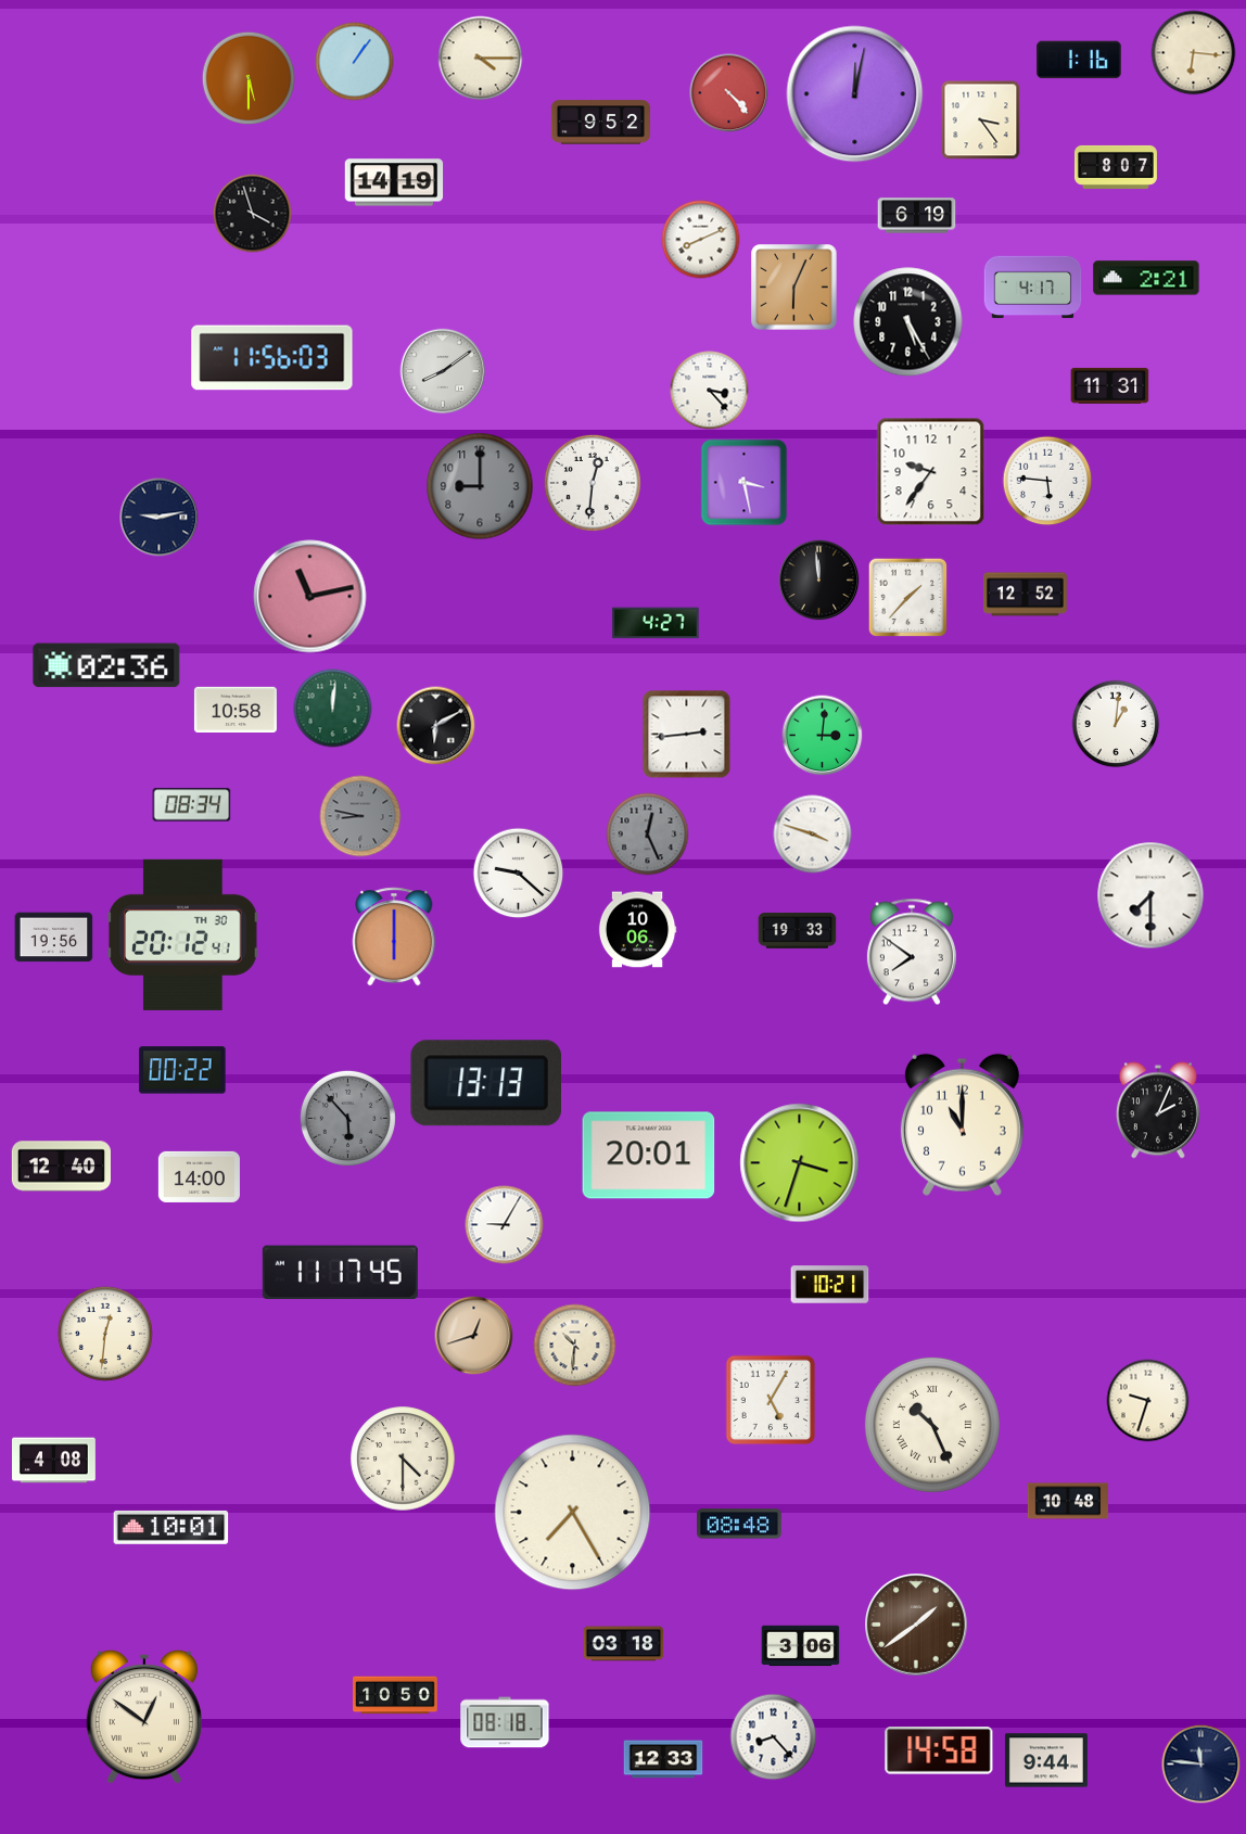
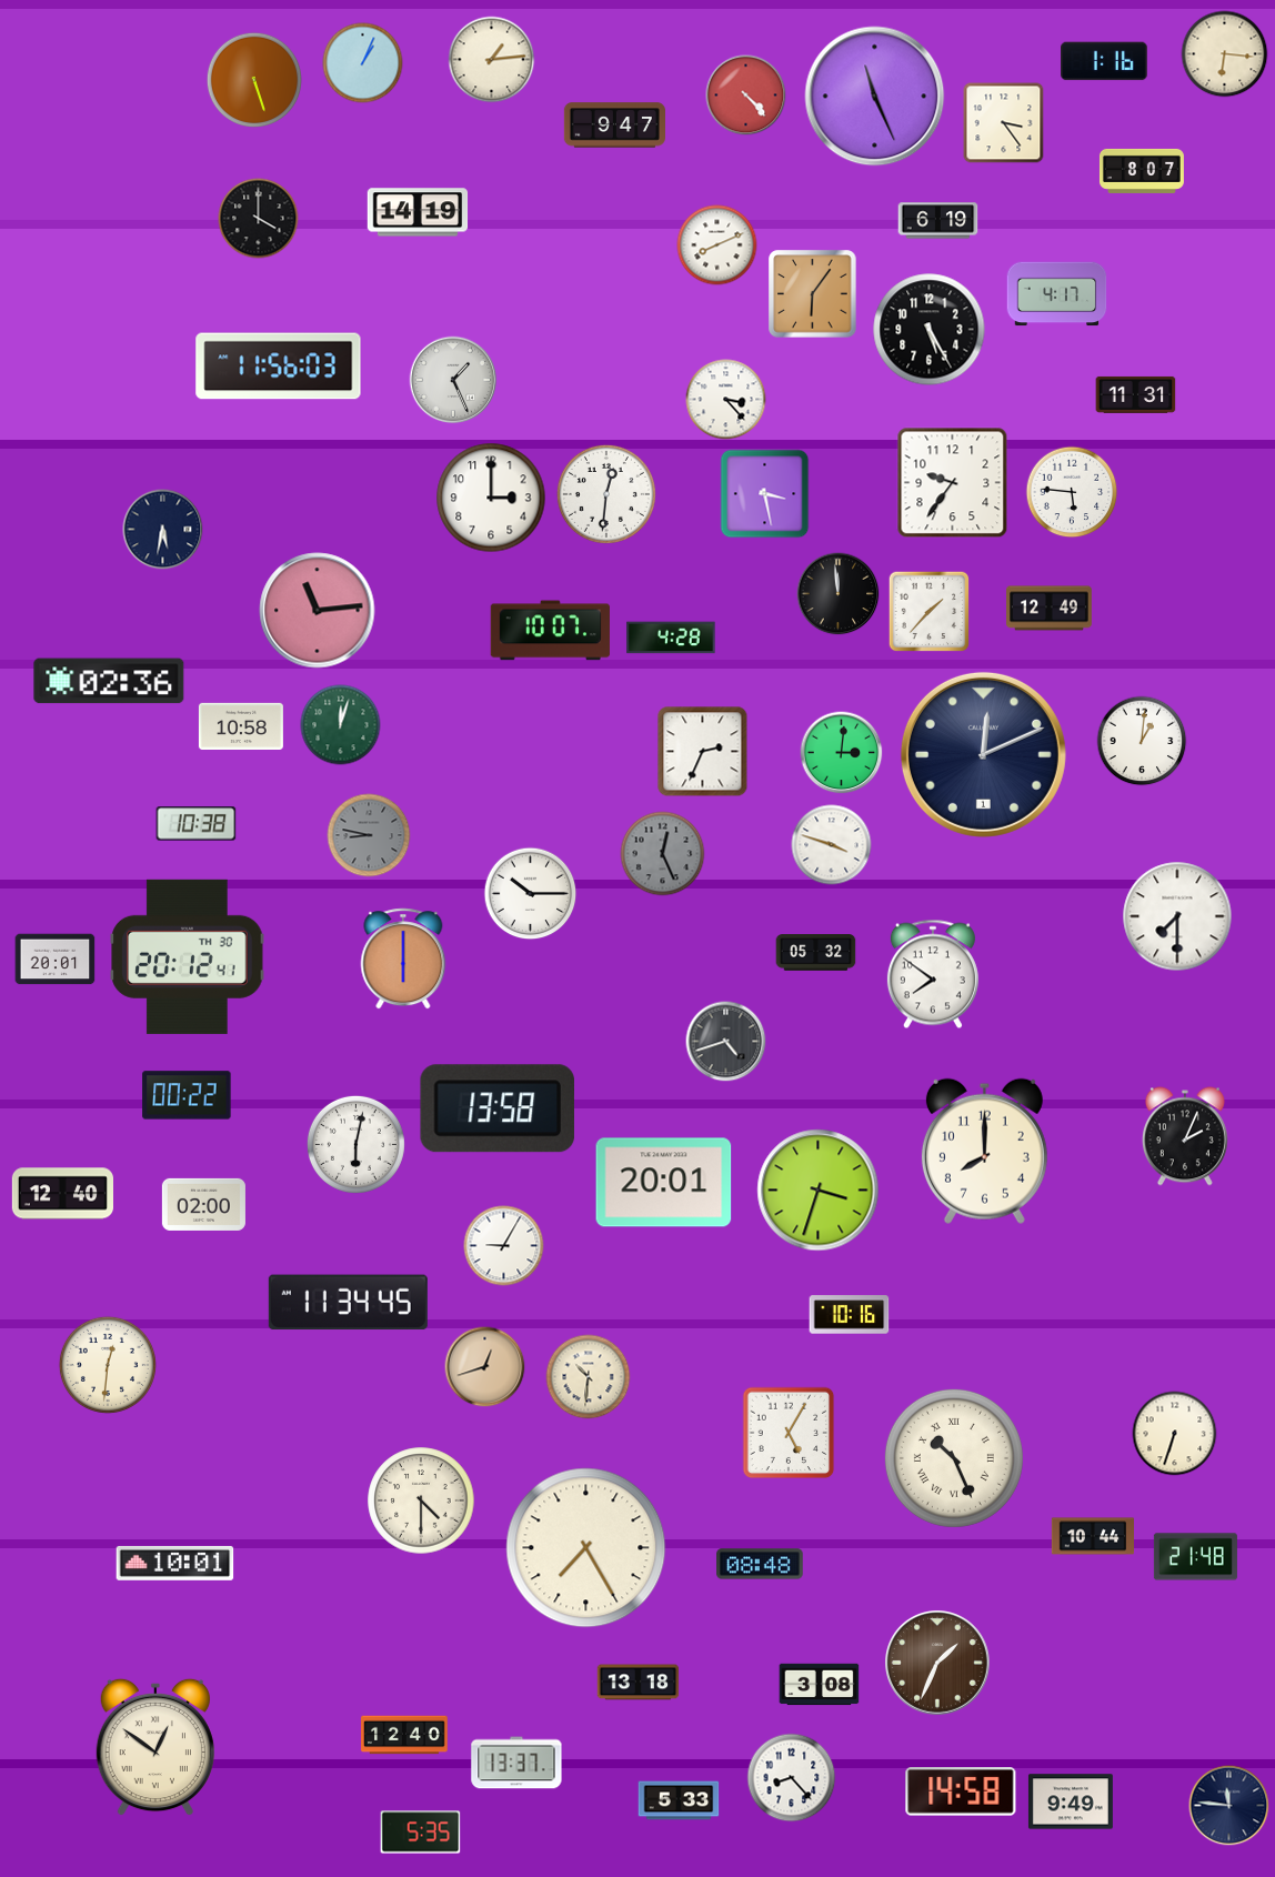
clock at (1194, 53) position: (1194, 53) -> (1225, 54)
clock at (481, 59): 4:15 -> 1:14
clock at (355, 62): 1:06 -> 1:04
clock at (247, 77): 5:30 -> 5:27
clock at (855, 94): 12:02 -> 11:26
clock at (600, 123): 9:52 -> 9:47
clock at (394, 182) position: (394, 182) -> (418, 212)
clock at (253, 214): 3:57 -> 4:00
clock at (1146, 278): 2:21 -> none
clock at (794, 288): 6:04 -> 6:06
clock at (443, 371): 8:09 -> 1:26
clock at (745, 483) position: (745, 483) -> (765, 494)
clock at (480, 486): 9:00 -> 3:00
clock at (480, 486) dial: grey -> white
clock at (160, 518): 9:13 -> 5:32
clock at (1026, 595): 12:52 -> 12:49
clock at (310, 597): 11:13 -> 11:14
clock at (550, 631): none -> 10:07
clock at (656, 623): 4:27 -> 4:28
clock at (333, 709): 12:01 -> 12:03
clock at (436, 726): 6:10 -> none
clock at (687, 735): 2:44 -> 2:34
clock at (983, 754): none -> 12:11
clock at (192, 805): 08:34 -> 10:38
clock at (813, 835) position: (813, 835) -> (832, 845)
clock at (519, 874): 9:22 -> 10:15
clock at (637, 930): 10:06 -> none
clock at (798, 931): 19:33 -> 05:32
clock at (54, 938): 19:56 -> 20:01
clock at (726, 1042): none -> 4:42
clock at (485, 1083): 13:13 -> 13:58
clock at (347, 1118): 5:53 -> 6:02
clock at (347, 1118) dial: grey -> white
clock at (962, 1124): 11:00 -> 8:00
clock at (199, 1176): 14:00 -> 02:00
clock at (505, 1225) position: (505, 1225) -> (504, 1246)
clock at (340, 1273): 11:17 -> 11:34
clock at (830, 1285): 10:21 -> 10:16
clock at (1148, 1401): 9:33 -> 6:33
clock at (403, 1459) position: (403, 1459) -> (421, 1500)
clock at (54, 1461): 4:08 -> none
clock at (1067, 1501): 10:48 -> 10:44
clock at (1195, 1557): none -> 21:48
clock at (739, 1524) position: (739, 1524) -> (760, 1564)
clock at (917, 1626): 1:39 -> 1:34
clock at (624, 1644): 03:18 -> 13:18
clock at (801, 1646): 3:06 -> 3:08
clock at (395, 1695): 10:50 -> 12:40
clock at (144, 1717) position: (144, 1717) -> (155, 1747)
clock at (505, 1722): 08:18 -> 13:37
clock at (663, 1759): 12:33 -> 5:33
clock at (1046, 1760): 9:44 -> 9:49
clock at (421, 1833): none -> 5:35
